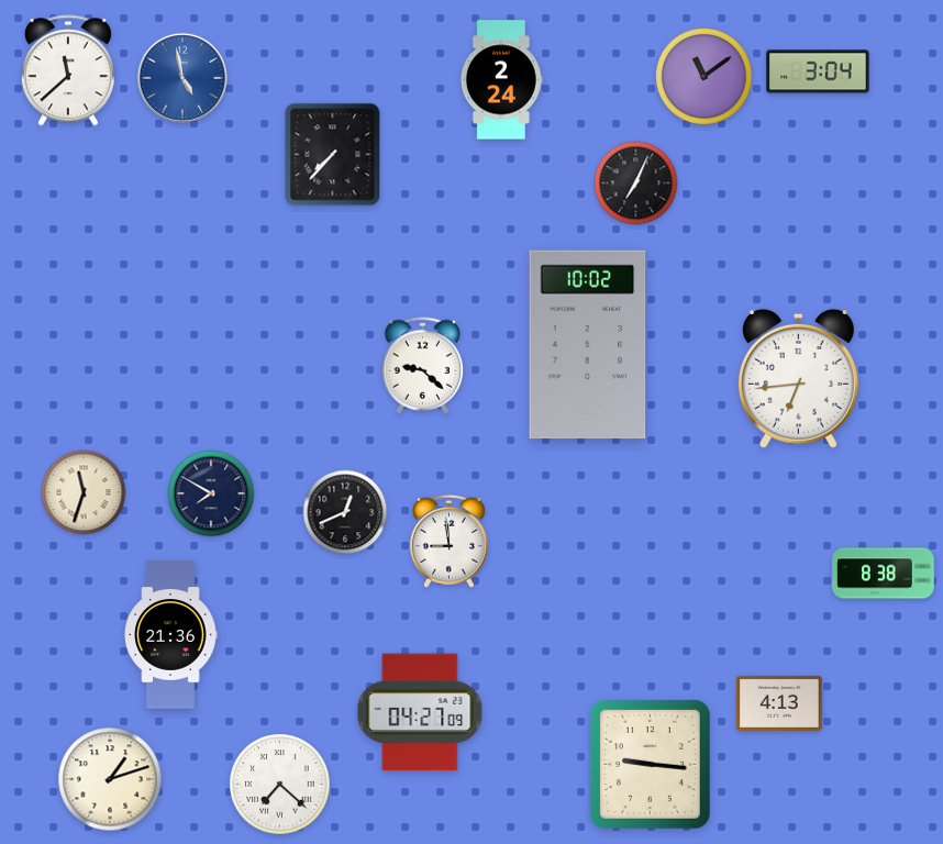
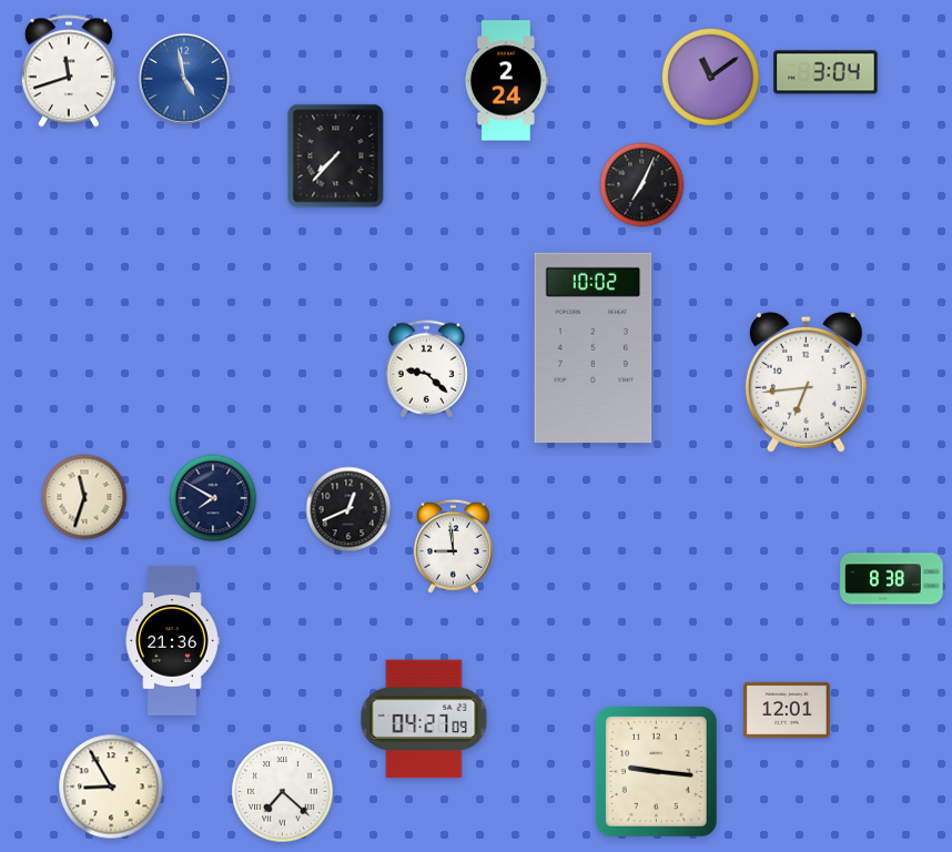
clock at (68, 70): 11:38 -> 11:42
clock at (345, 512) position: (345, 512) -> (348, 509)
clock at (780, 703): 4:13 -> 12:01
clock at (110, 779): 1:12 -> 8:55
